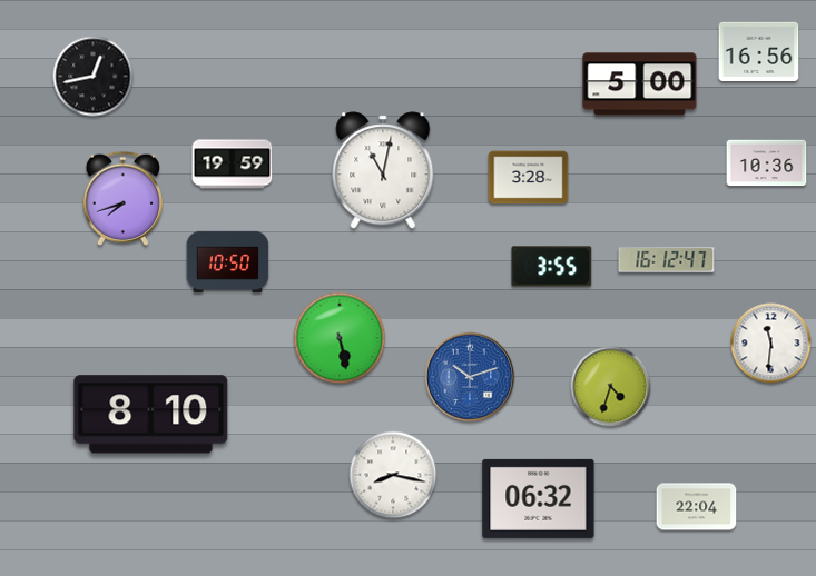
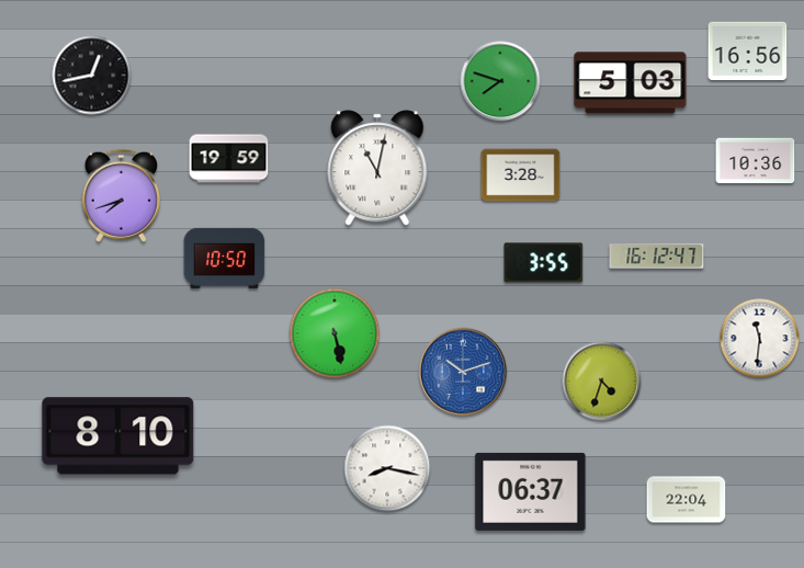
clock at (500, 81): none -> 7:48
clock at (640, 85): 5:00 -> 5:03
clock at (233, 165) position: (233, 165) -> (229, 159)
clock at (151, 415) position: (151, 415) -> (118, 436)
clock at (539, 498): 06:32 -> 06:37
